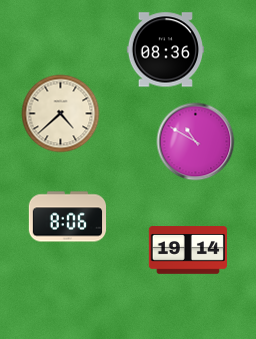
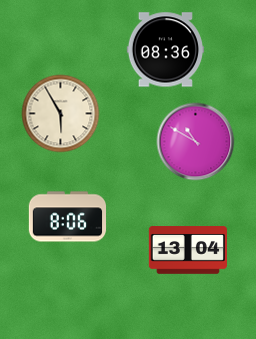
clock at (60, 113): 4:38 -> 5:55
clock at (188, 250): 19:14 -> 13:04
